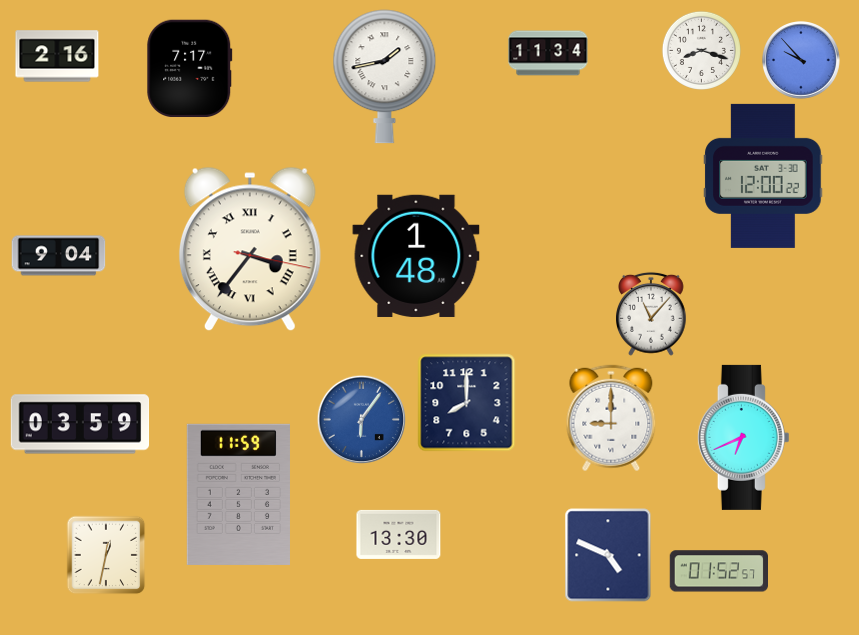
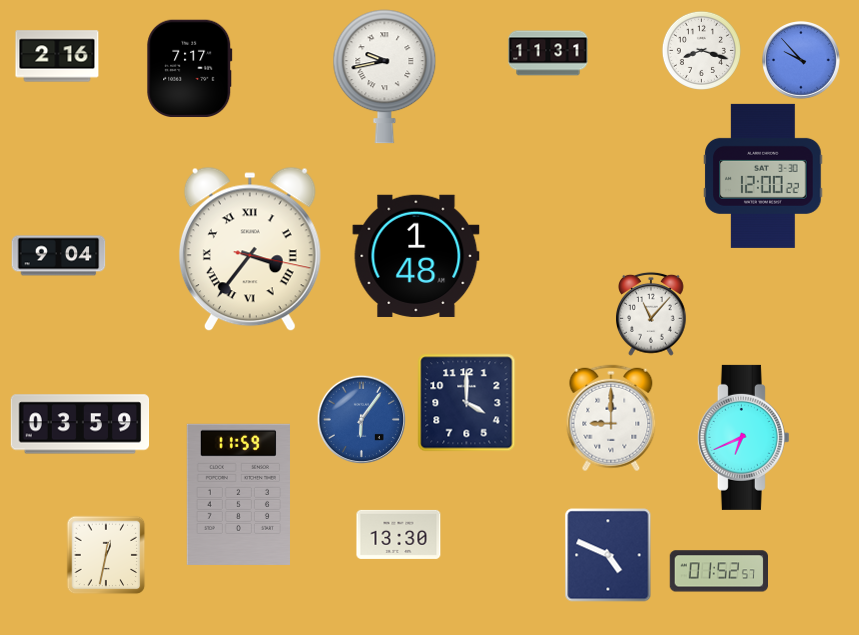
clock at (548, 53): 11:34 -> 11:31
clock at (385, 77): 1:43 -> 9:43
clock at (467, 403): 8:00 -> 4:00
